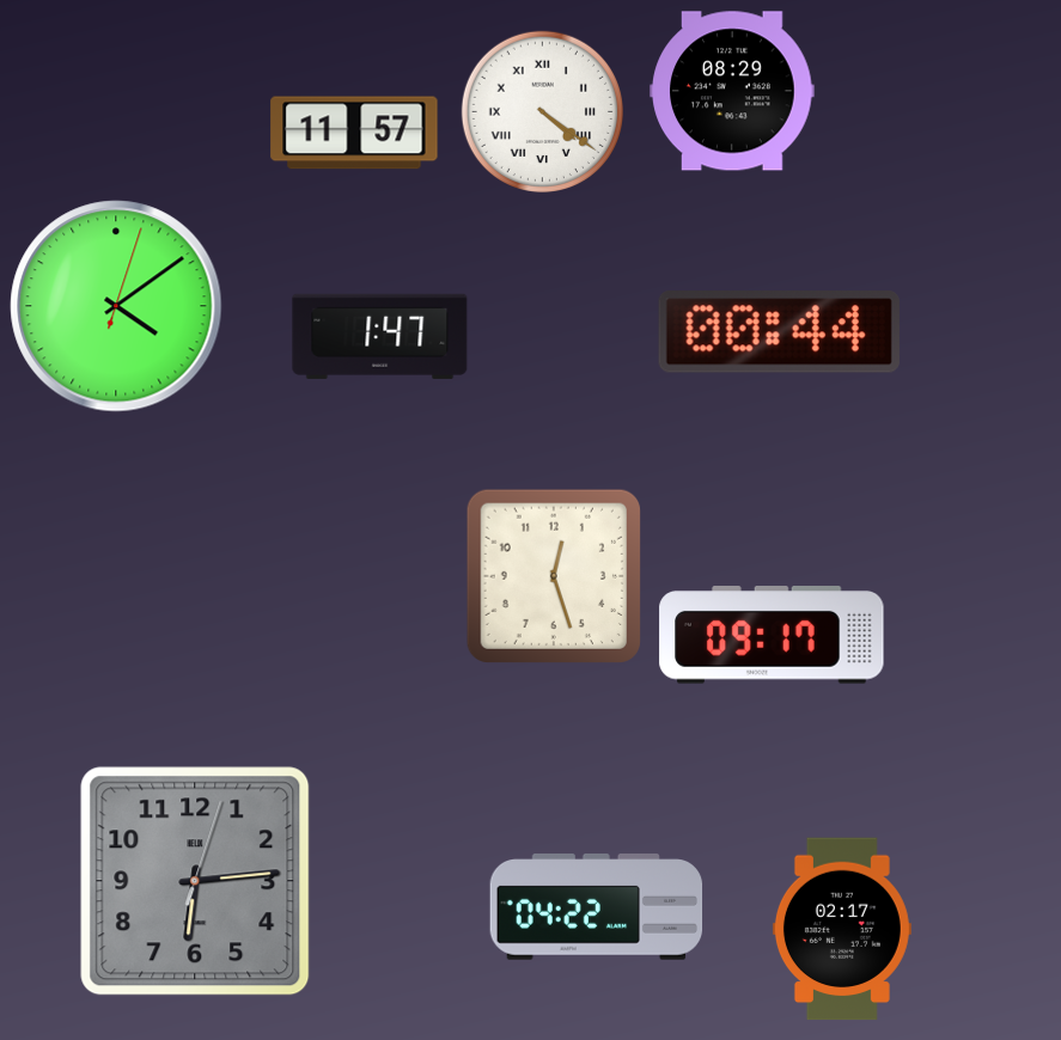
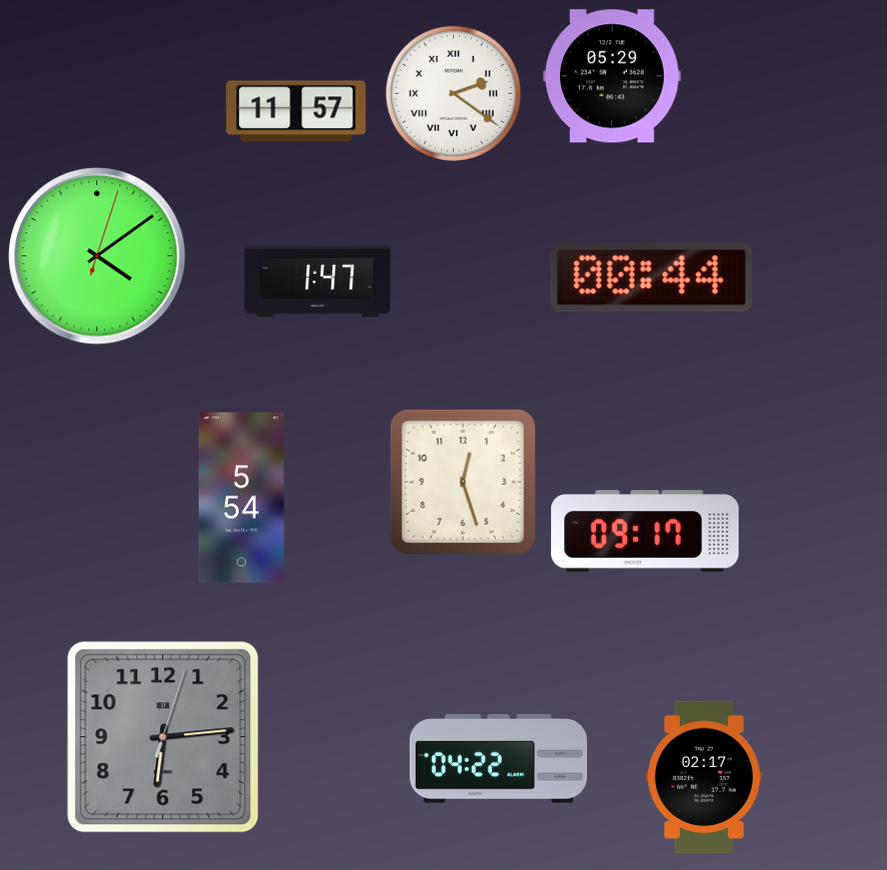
clock at (732, 91): 08:29 -> 05:29
clock at (542, 111): 4:21 -> 2:21
clock at (241, 498): none -> 5:54
